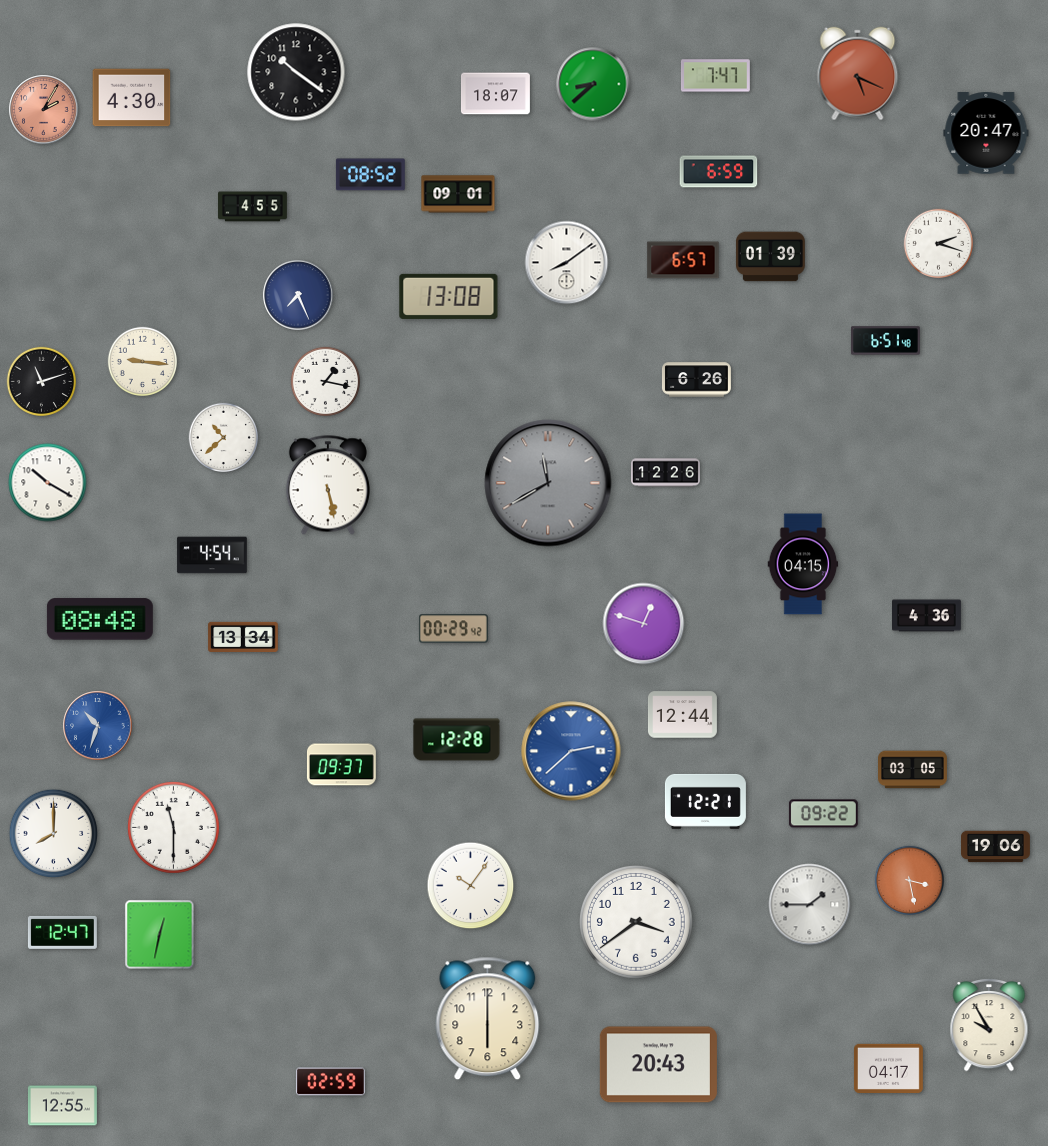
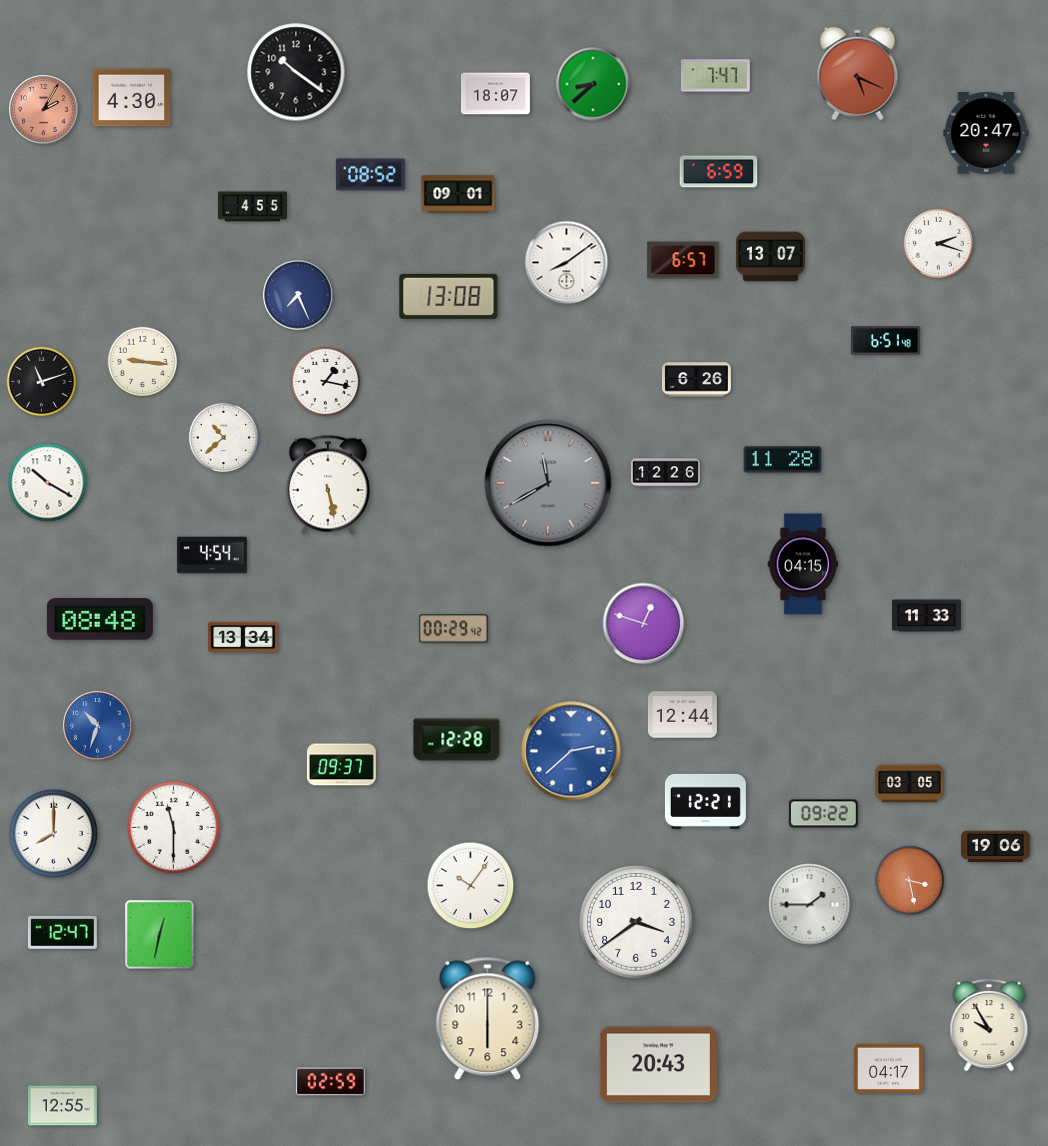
clock at (770, 257): 01:39 -> 13:07
clock at (783, 460): none -> 11:28
clock at (927, 616): 4:36 -> 11:33
clock at (913, 770) position: (913, 770) -> (910, 784)
